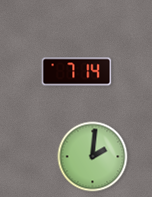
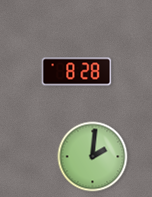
clock at (77, 72): 7:14 -> 8:28
